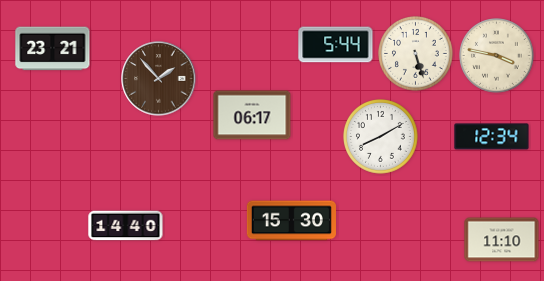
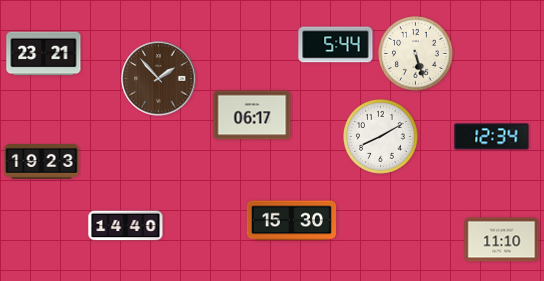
clock at (53, 49) position: (53, 49) -> (44, 54)
clock at (497, 56): 3:47 -> none
clock at (42, 161): none -> 19:23
